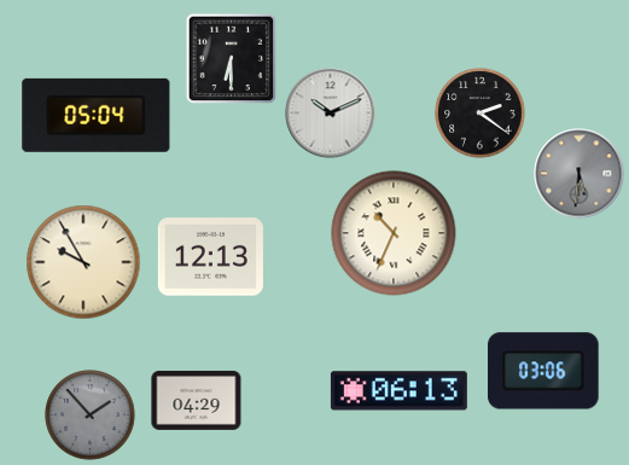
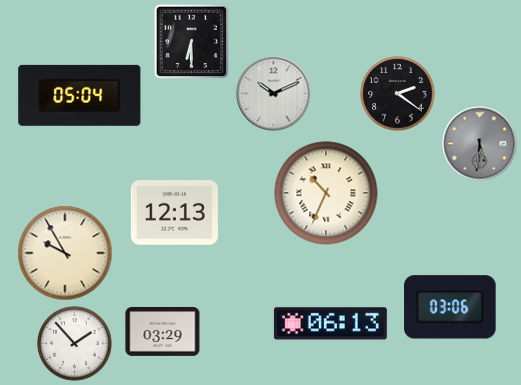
clock at (232, 59) position: (232, 59) -> (192, 42)
clock at (83, 262) position: (83, 262) -> (65, 253)
clock at (197, 400): 04:29 -> 03:29
clock at (91, 415) dial: grey -> white
